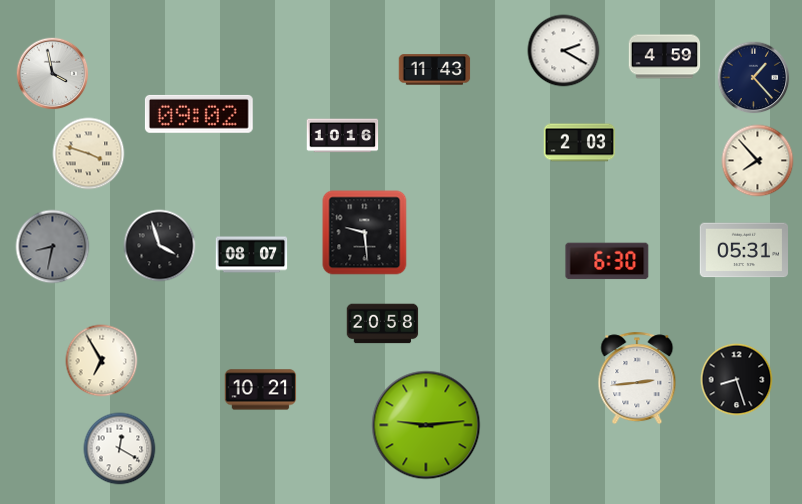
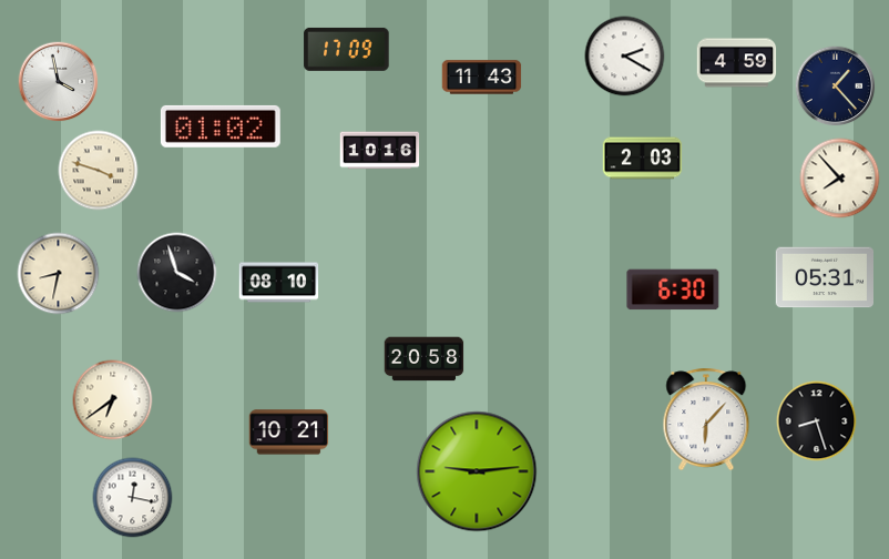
clock at (347, 49): none -> 17:09
clock at (199, 114): 09:02 -> 01:02
clock at (365, 233): 9:29 -> none
clock at (53, 247) dial: grey -> cream
clock at (252, 255): 08:07 -> 08:10
clock at (102, 361): 6:55 -> 6:39
clock at (637, 378): 2:44 -> 6:07
clock at (426, 425) position: (426, 425) -> (477, 471)
clock at (120, 449): 12:20 -> 12:17
